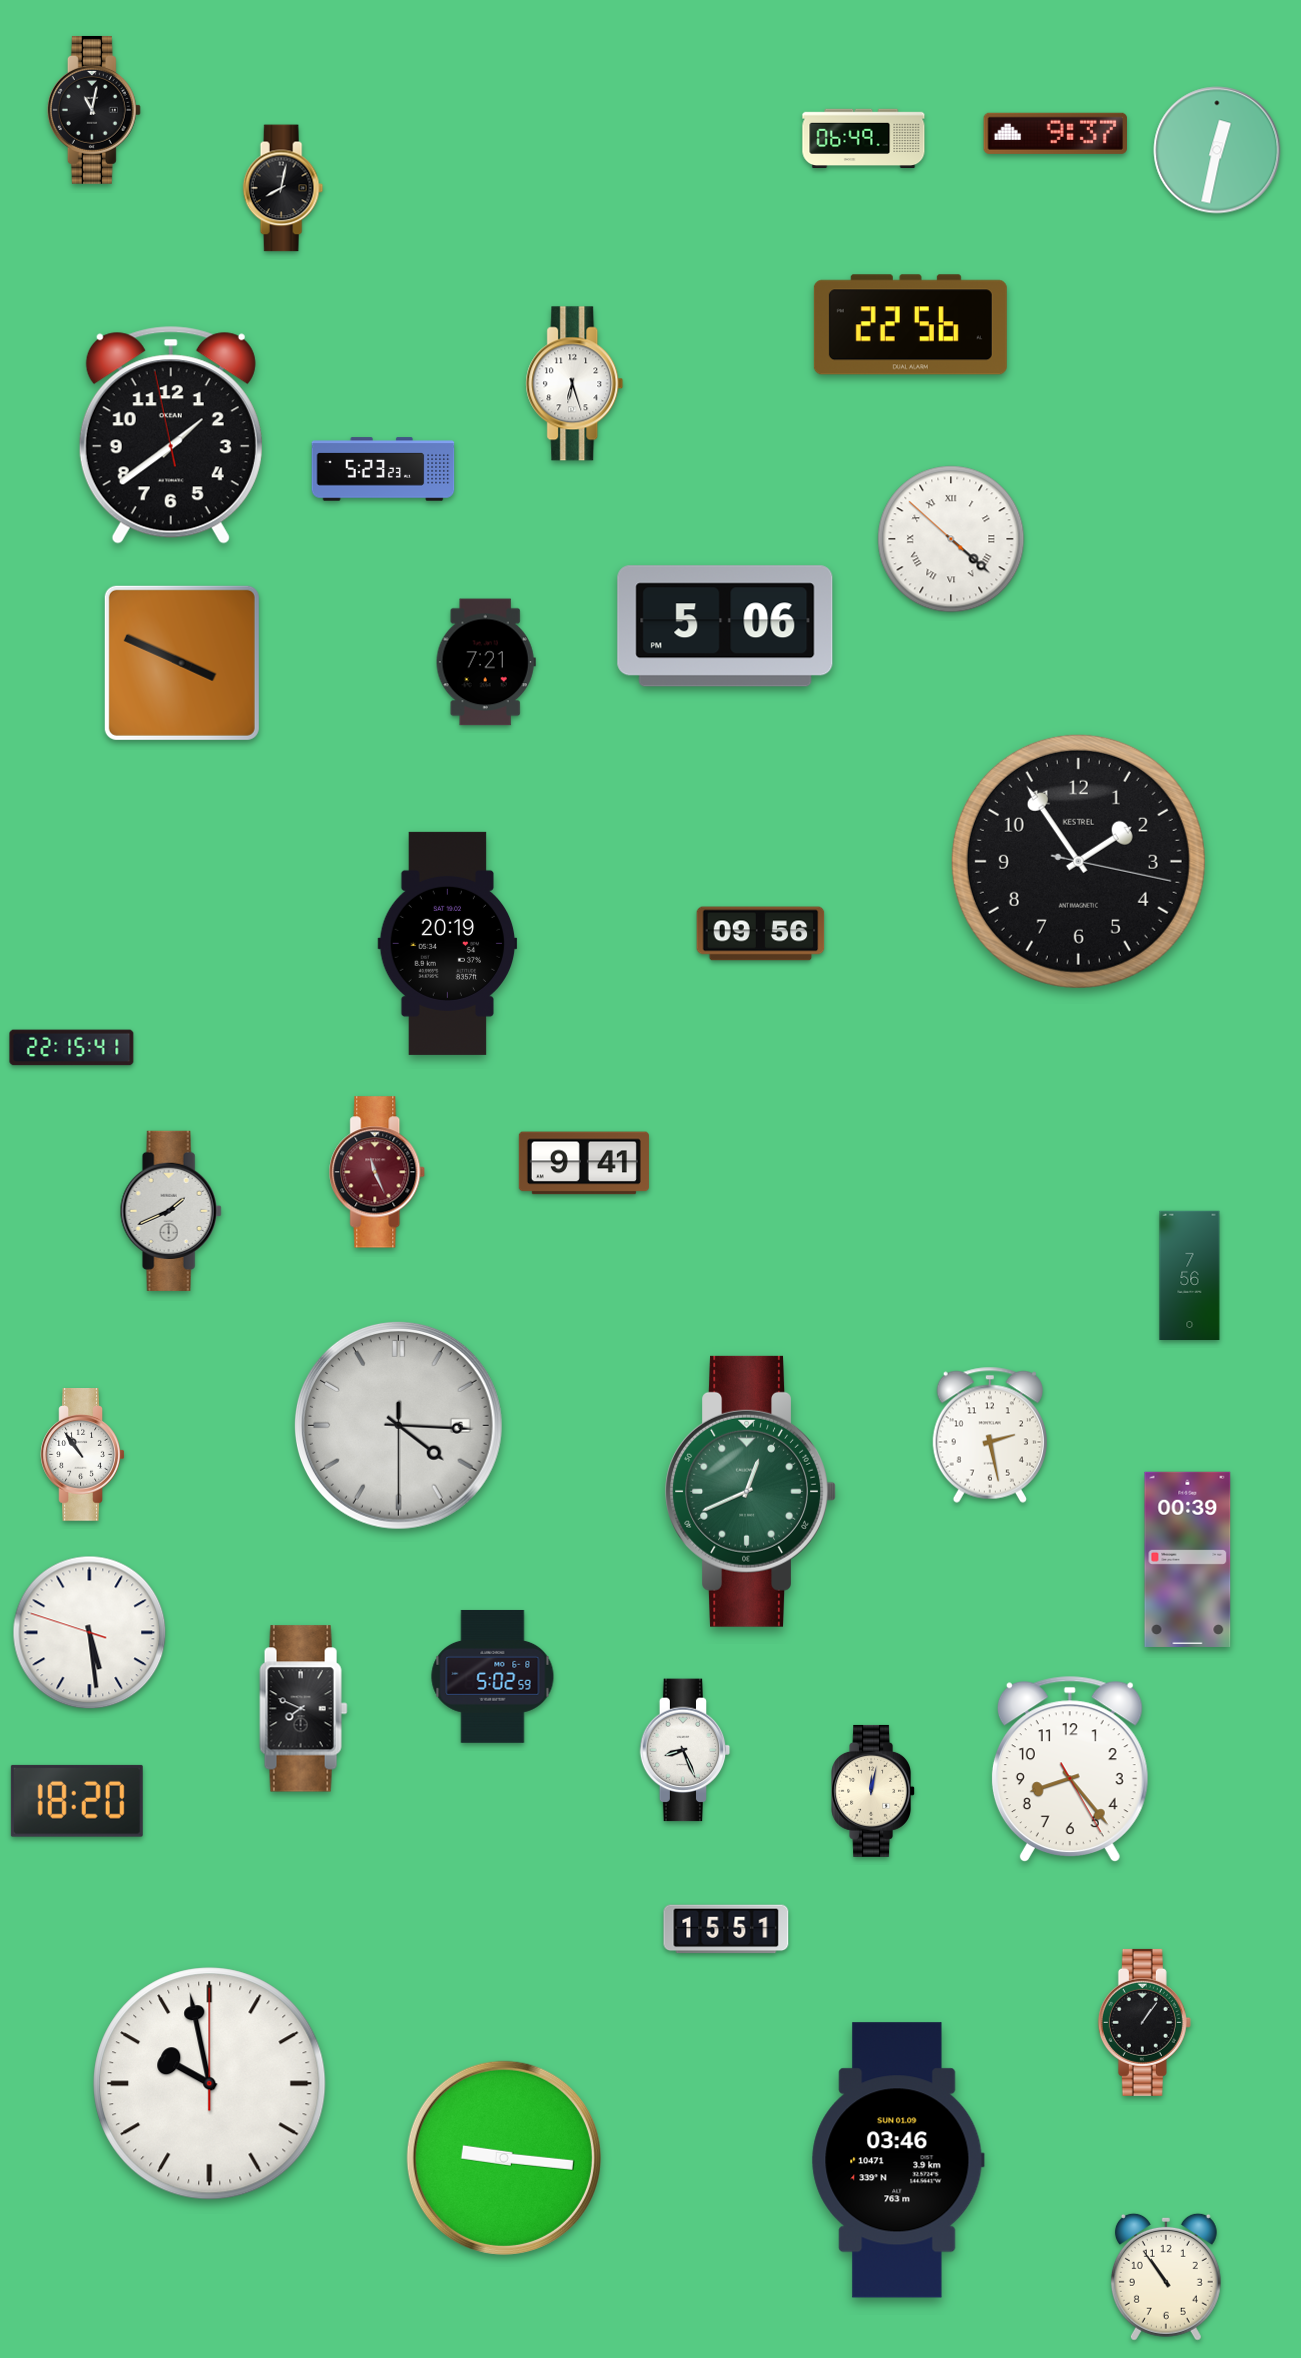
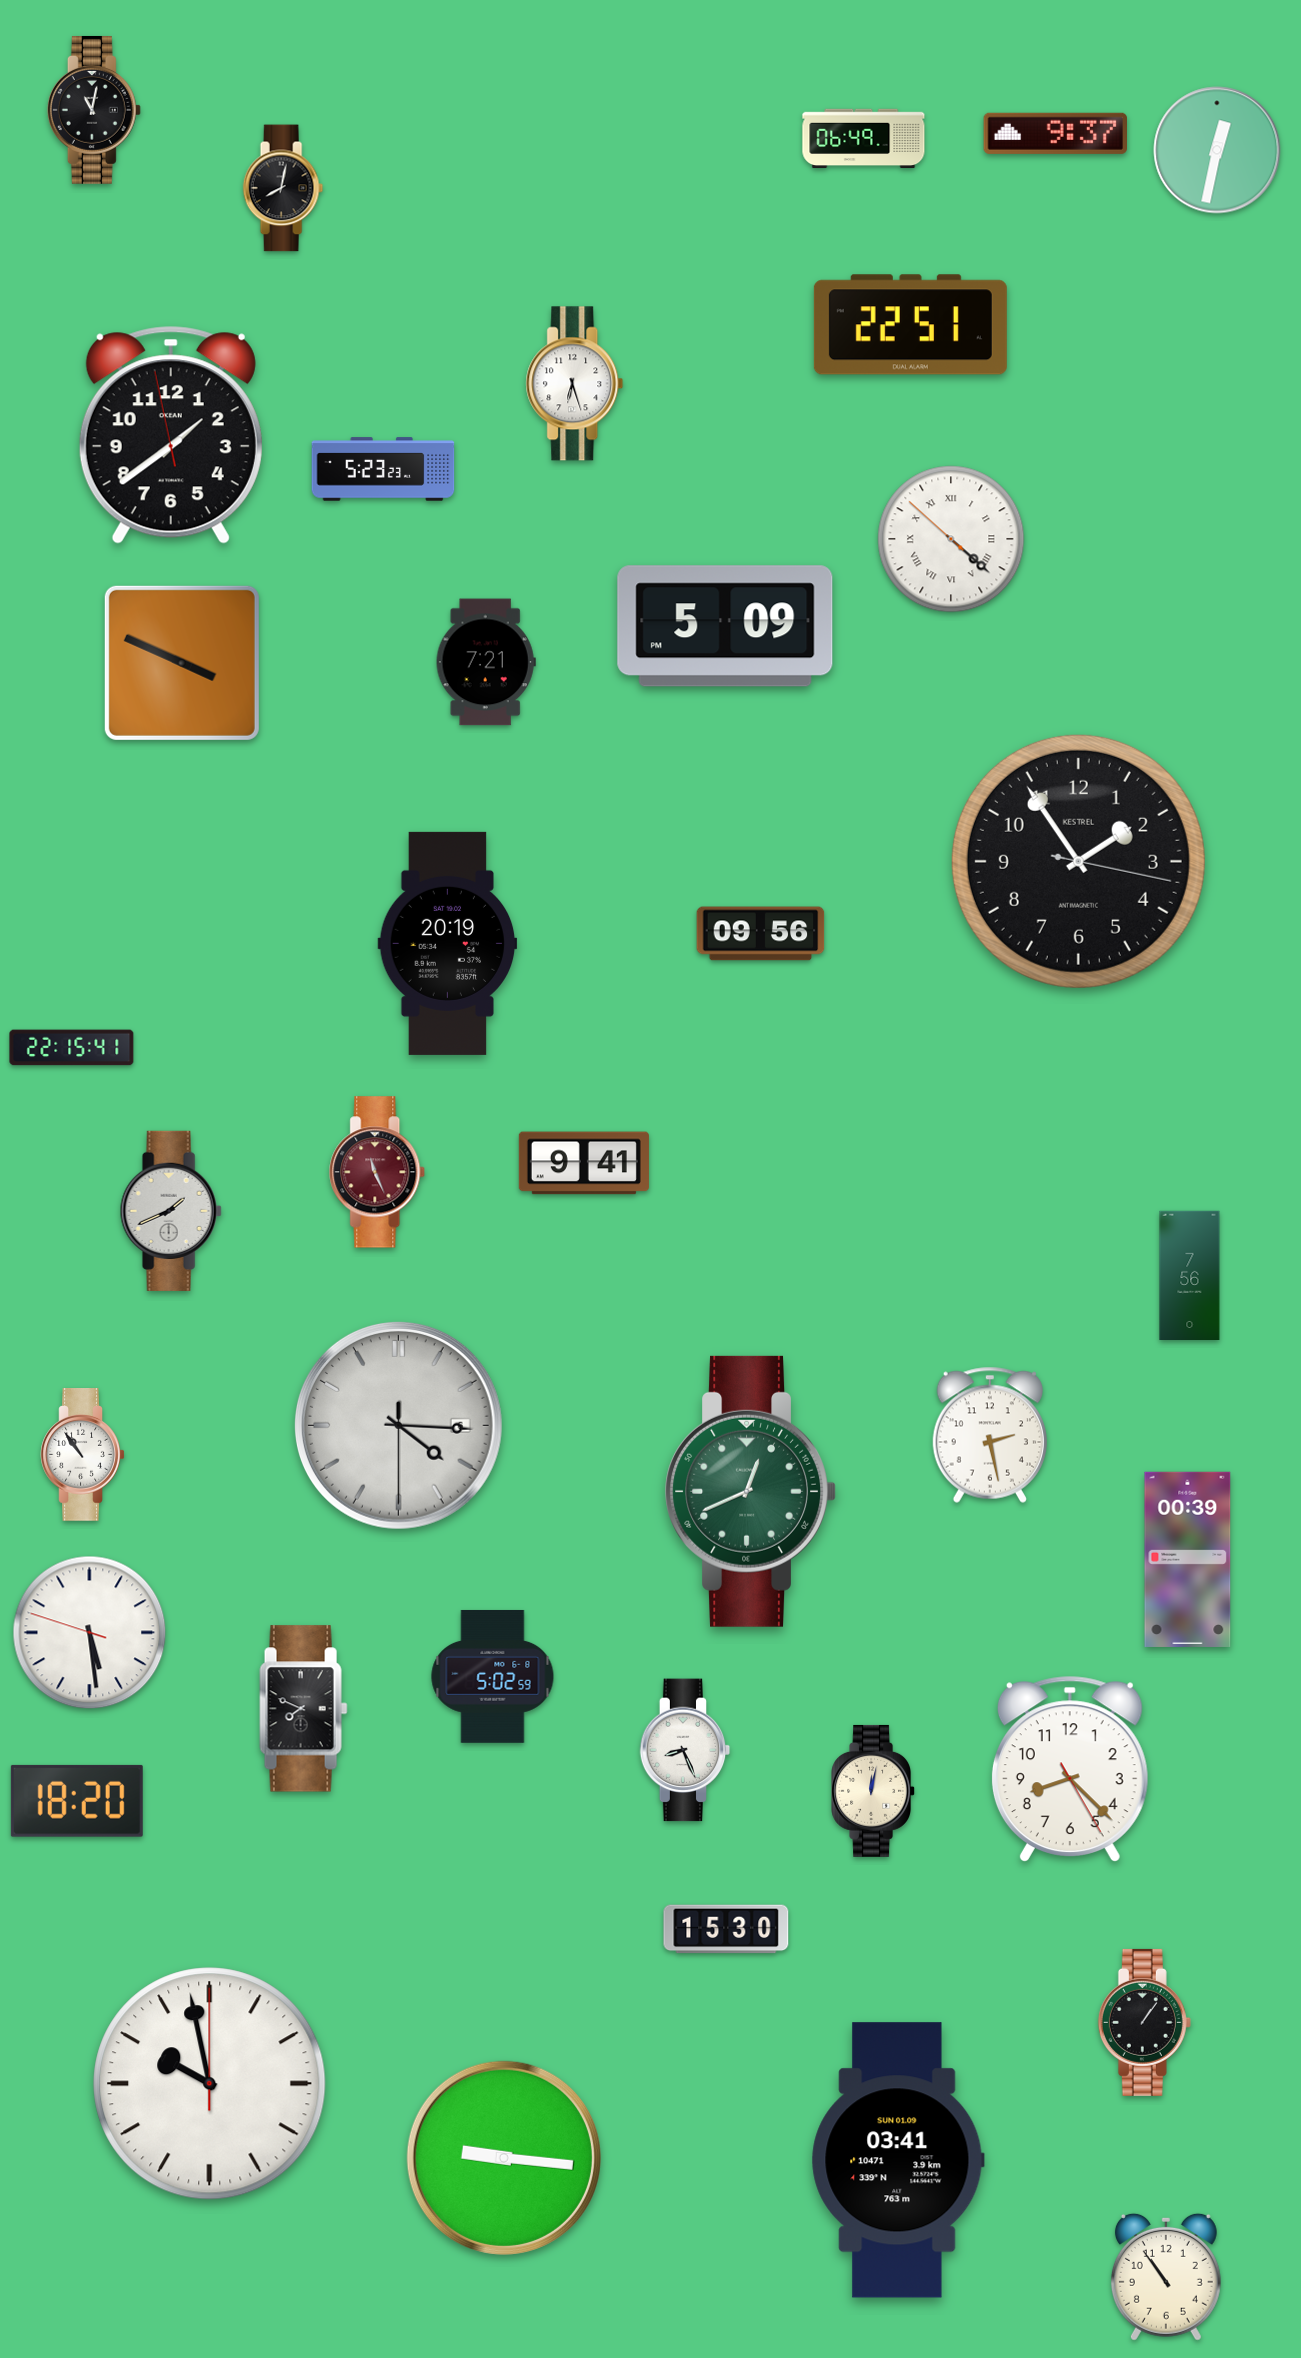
clock at (910, 325): 22:56 -> 22:51
clock at (725, 626): 5:06 -> 5:09
clock at (1070, 1768): 8:23 -> 8:22
clock at (726, 1929): 15:51 -> 15:30
clock at (898, 2160): 03:46 -> 03:41
